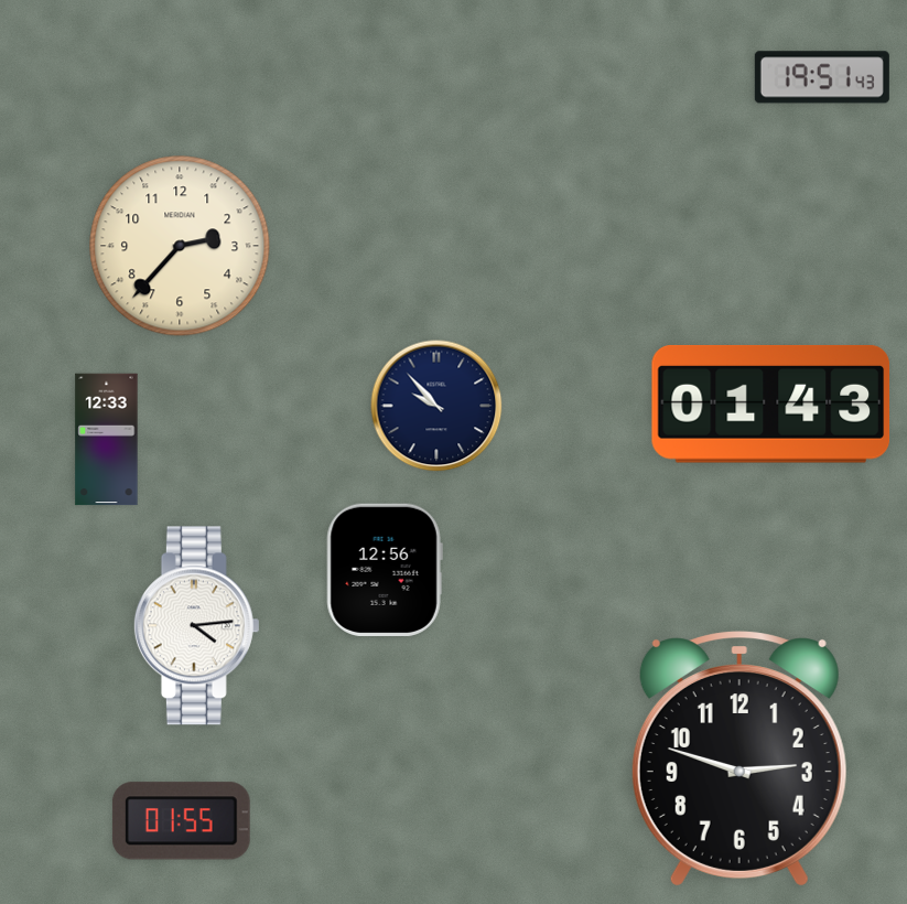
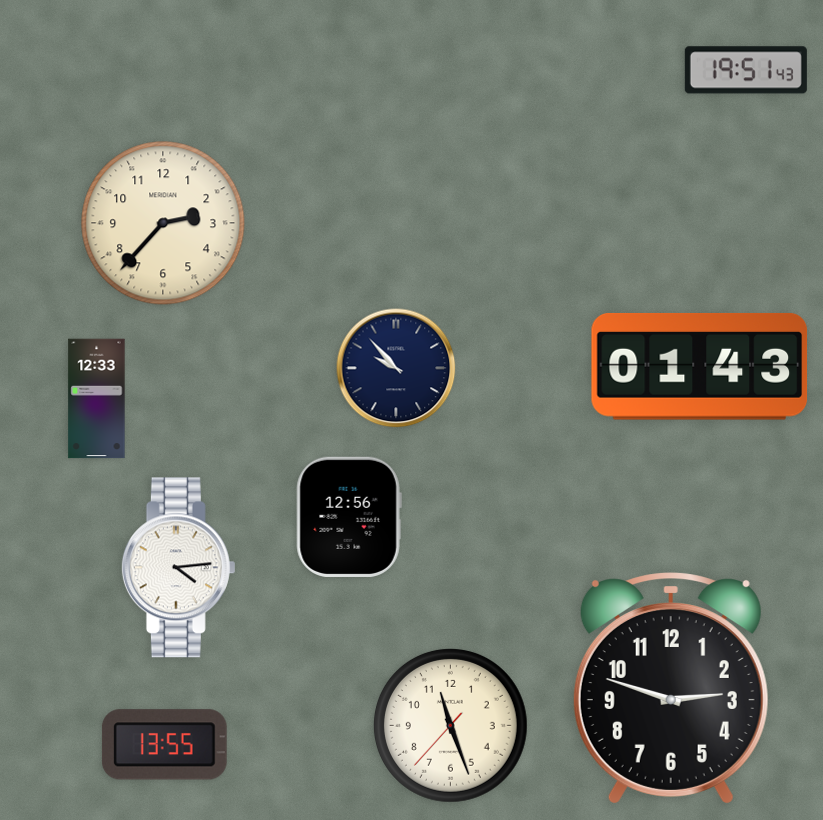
clock at (450, 725): none -> 11:26
clock at (181, 821): 01:55 -> 13:55
